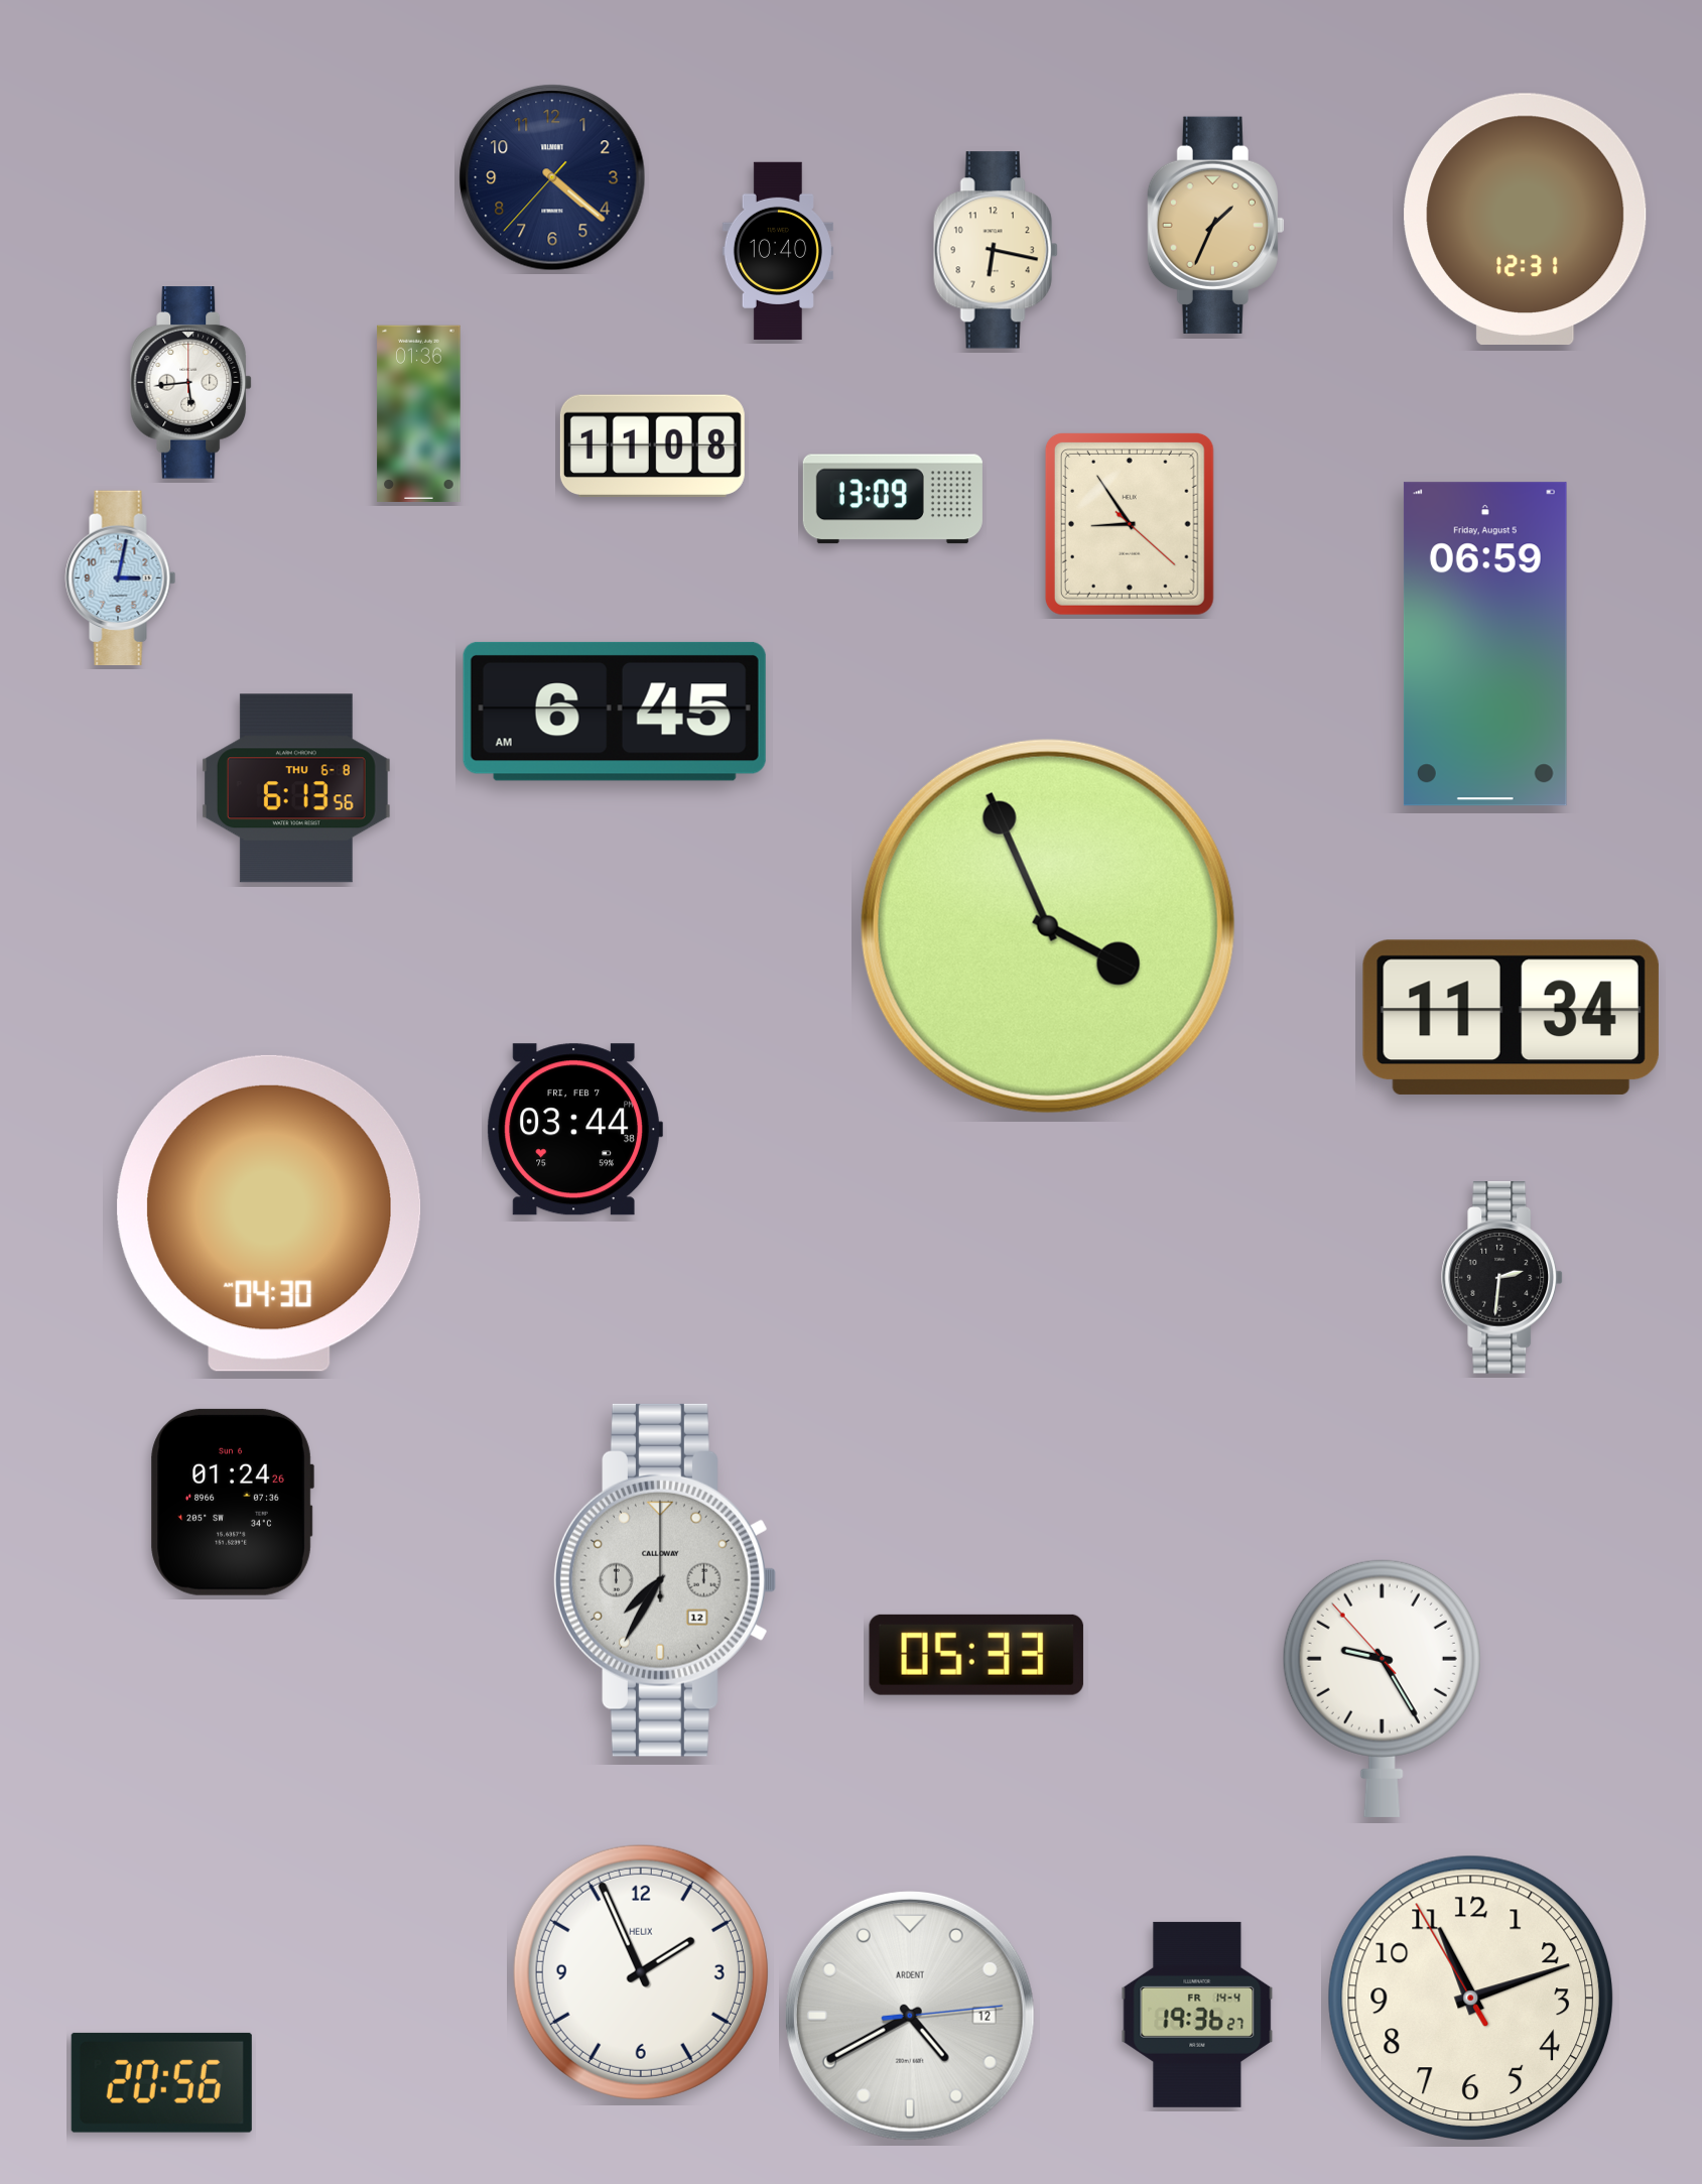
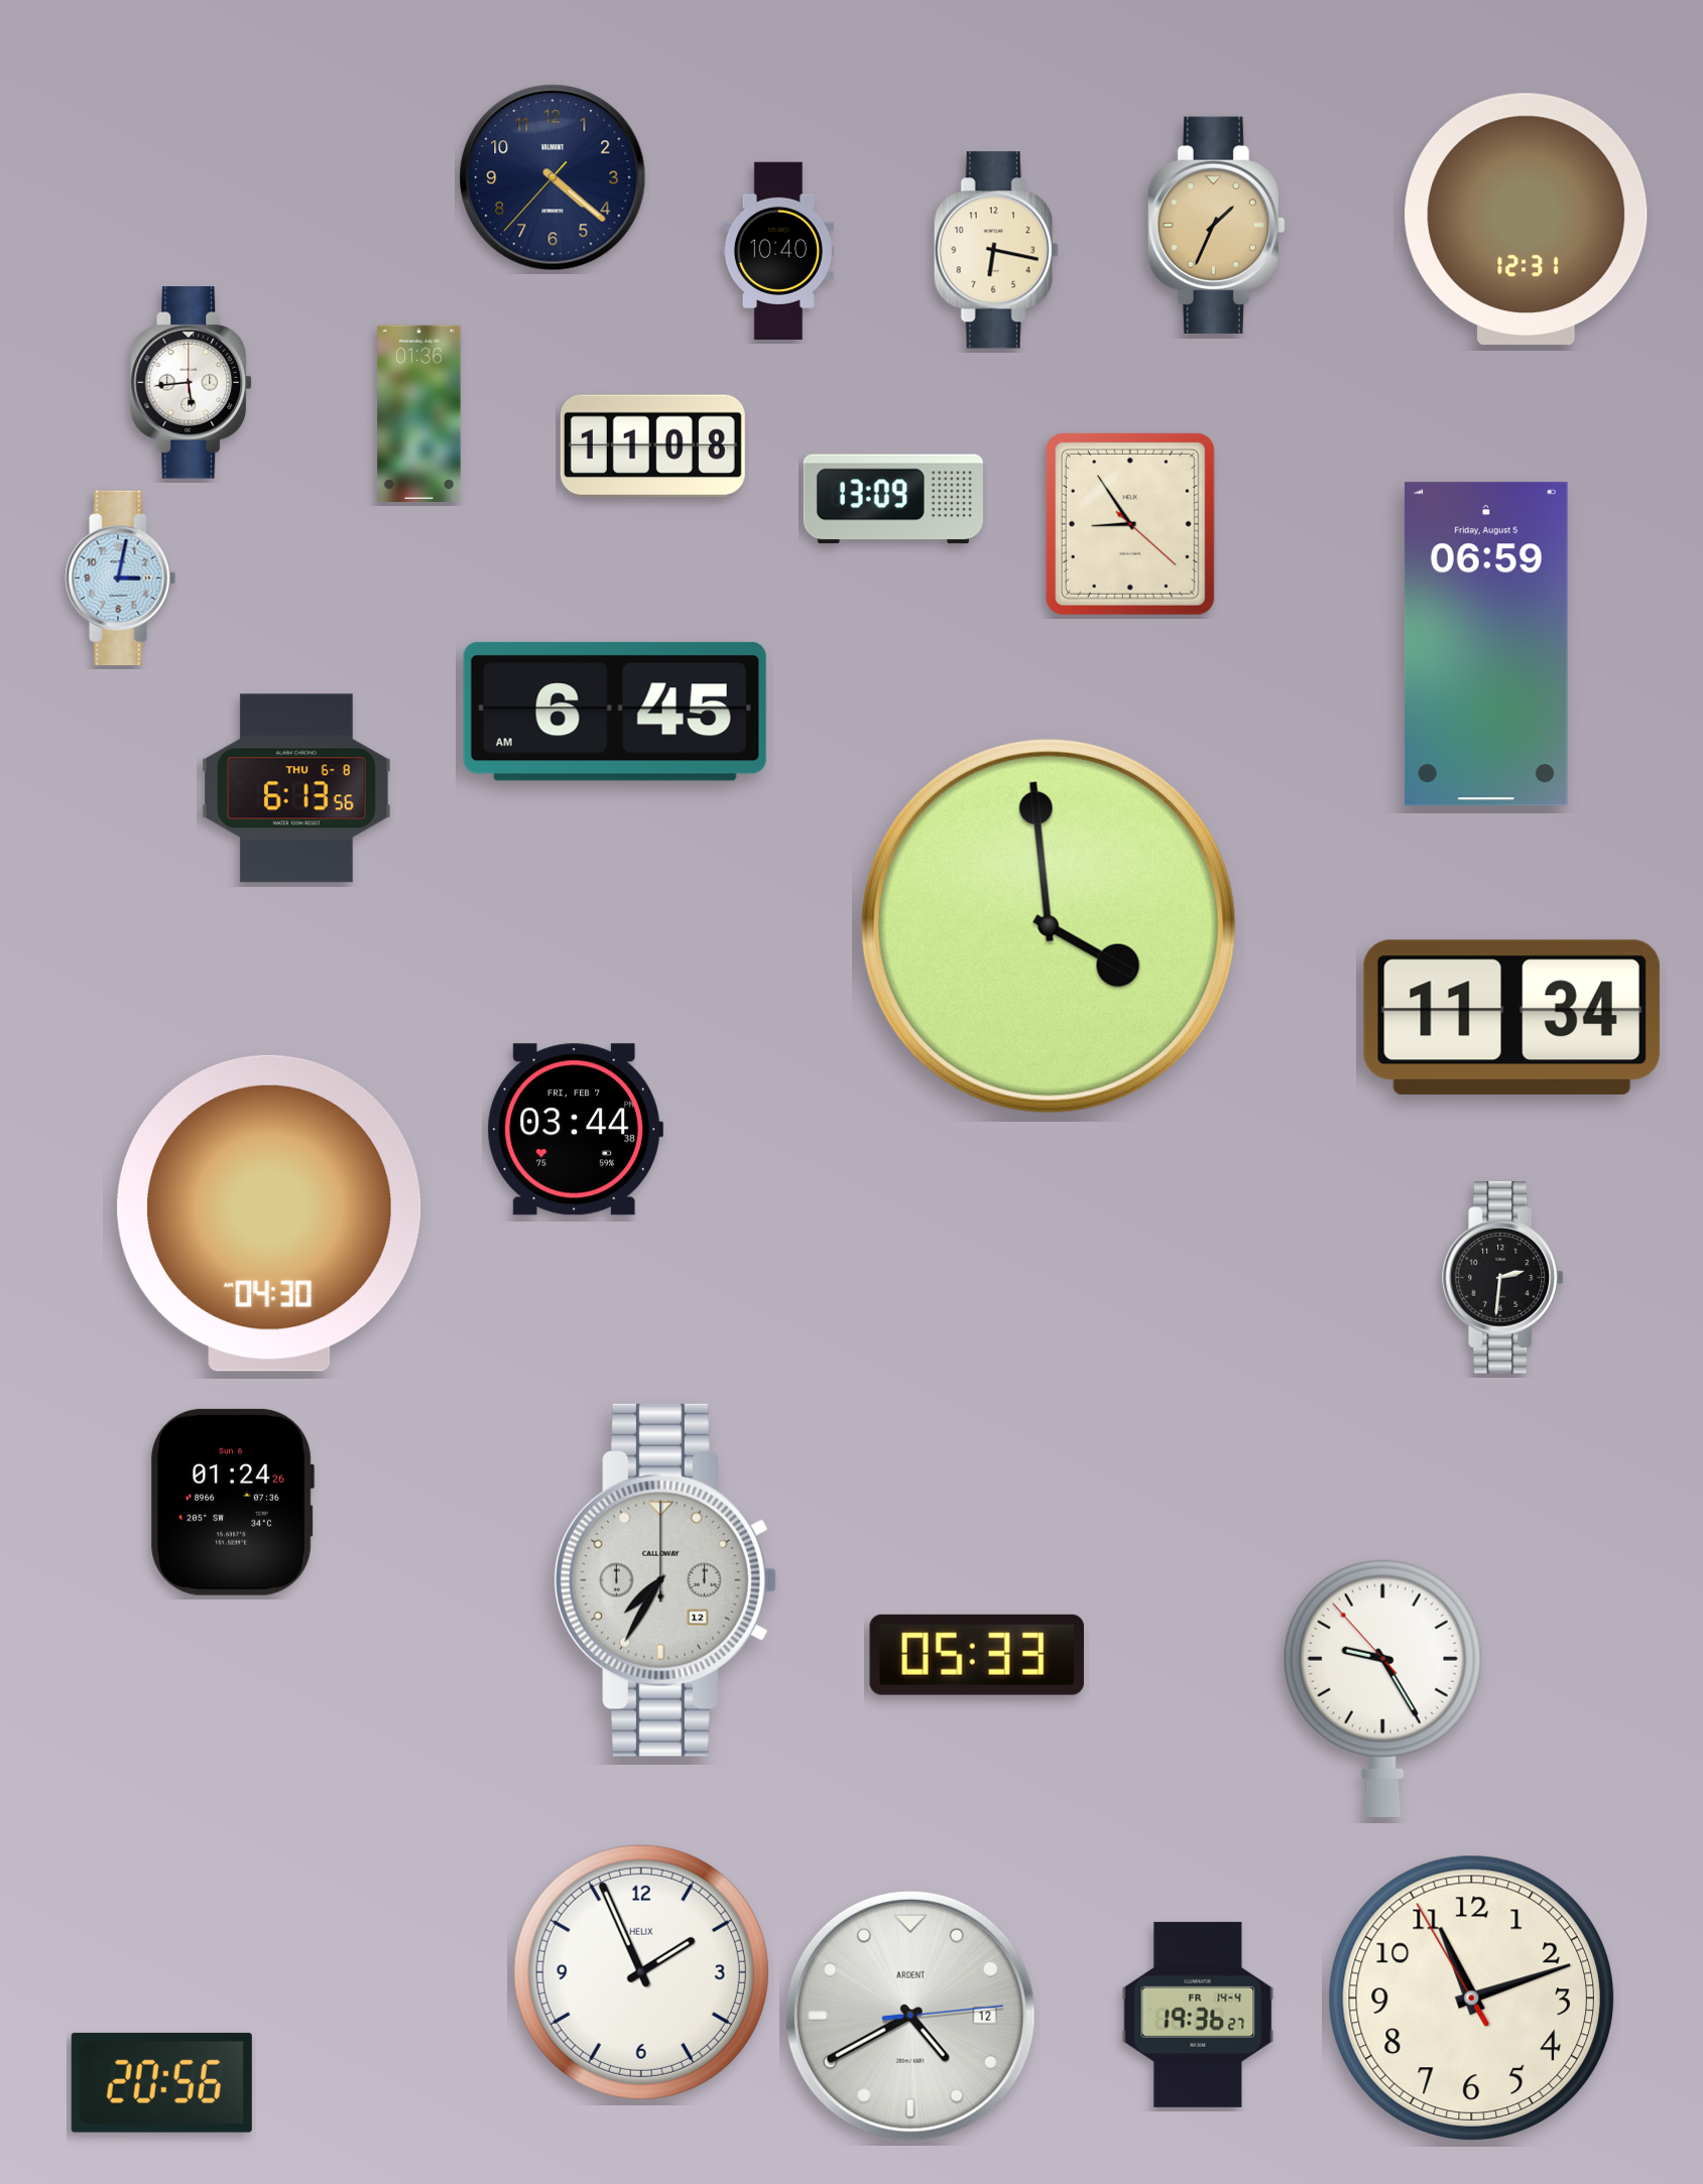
clock at (1048, 926): 3:56 -> 3:59
